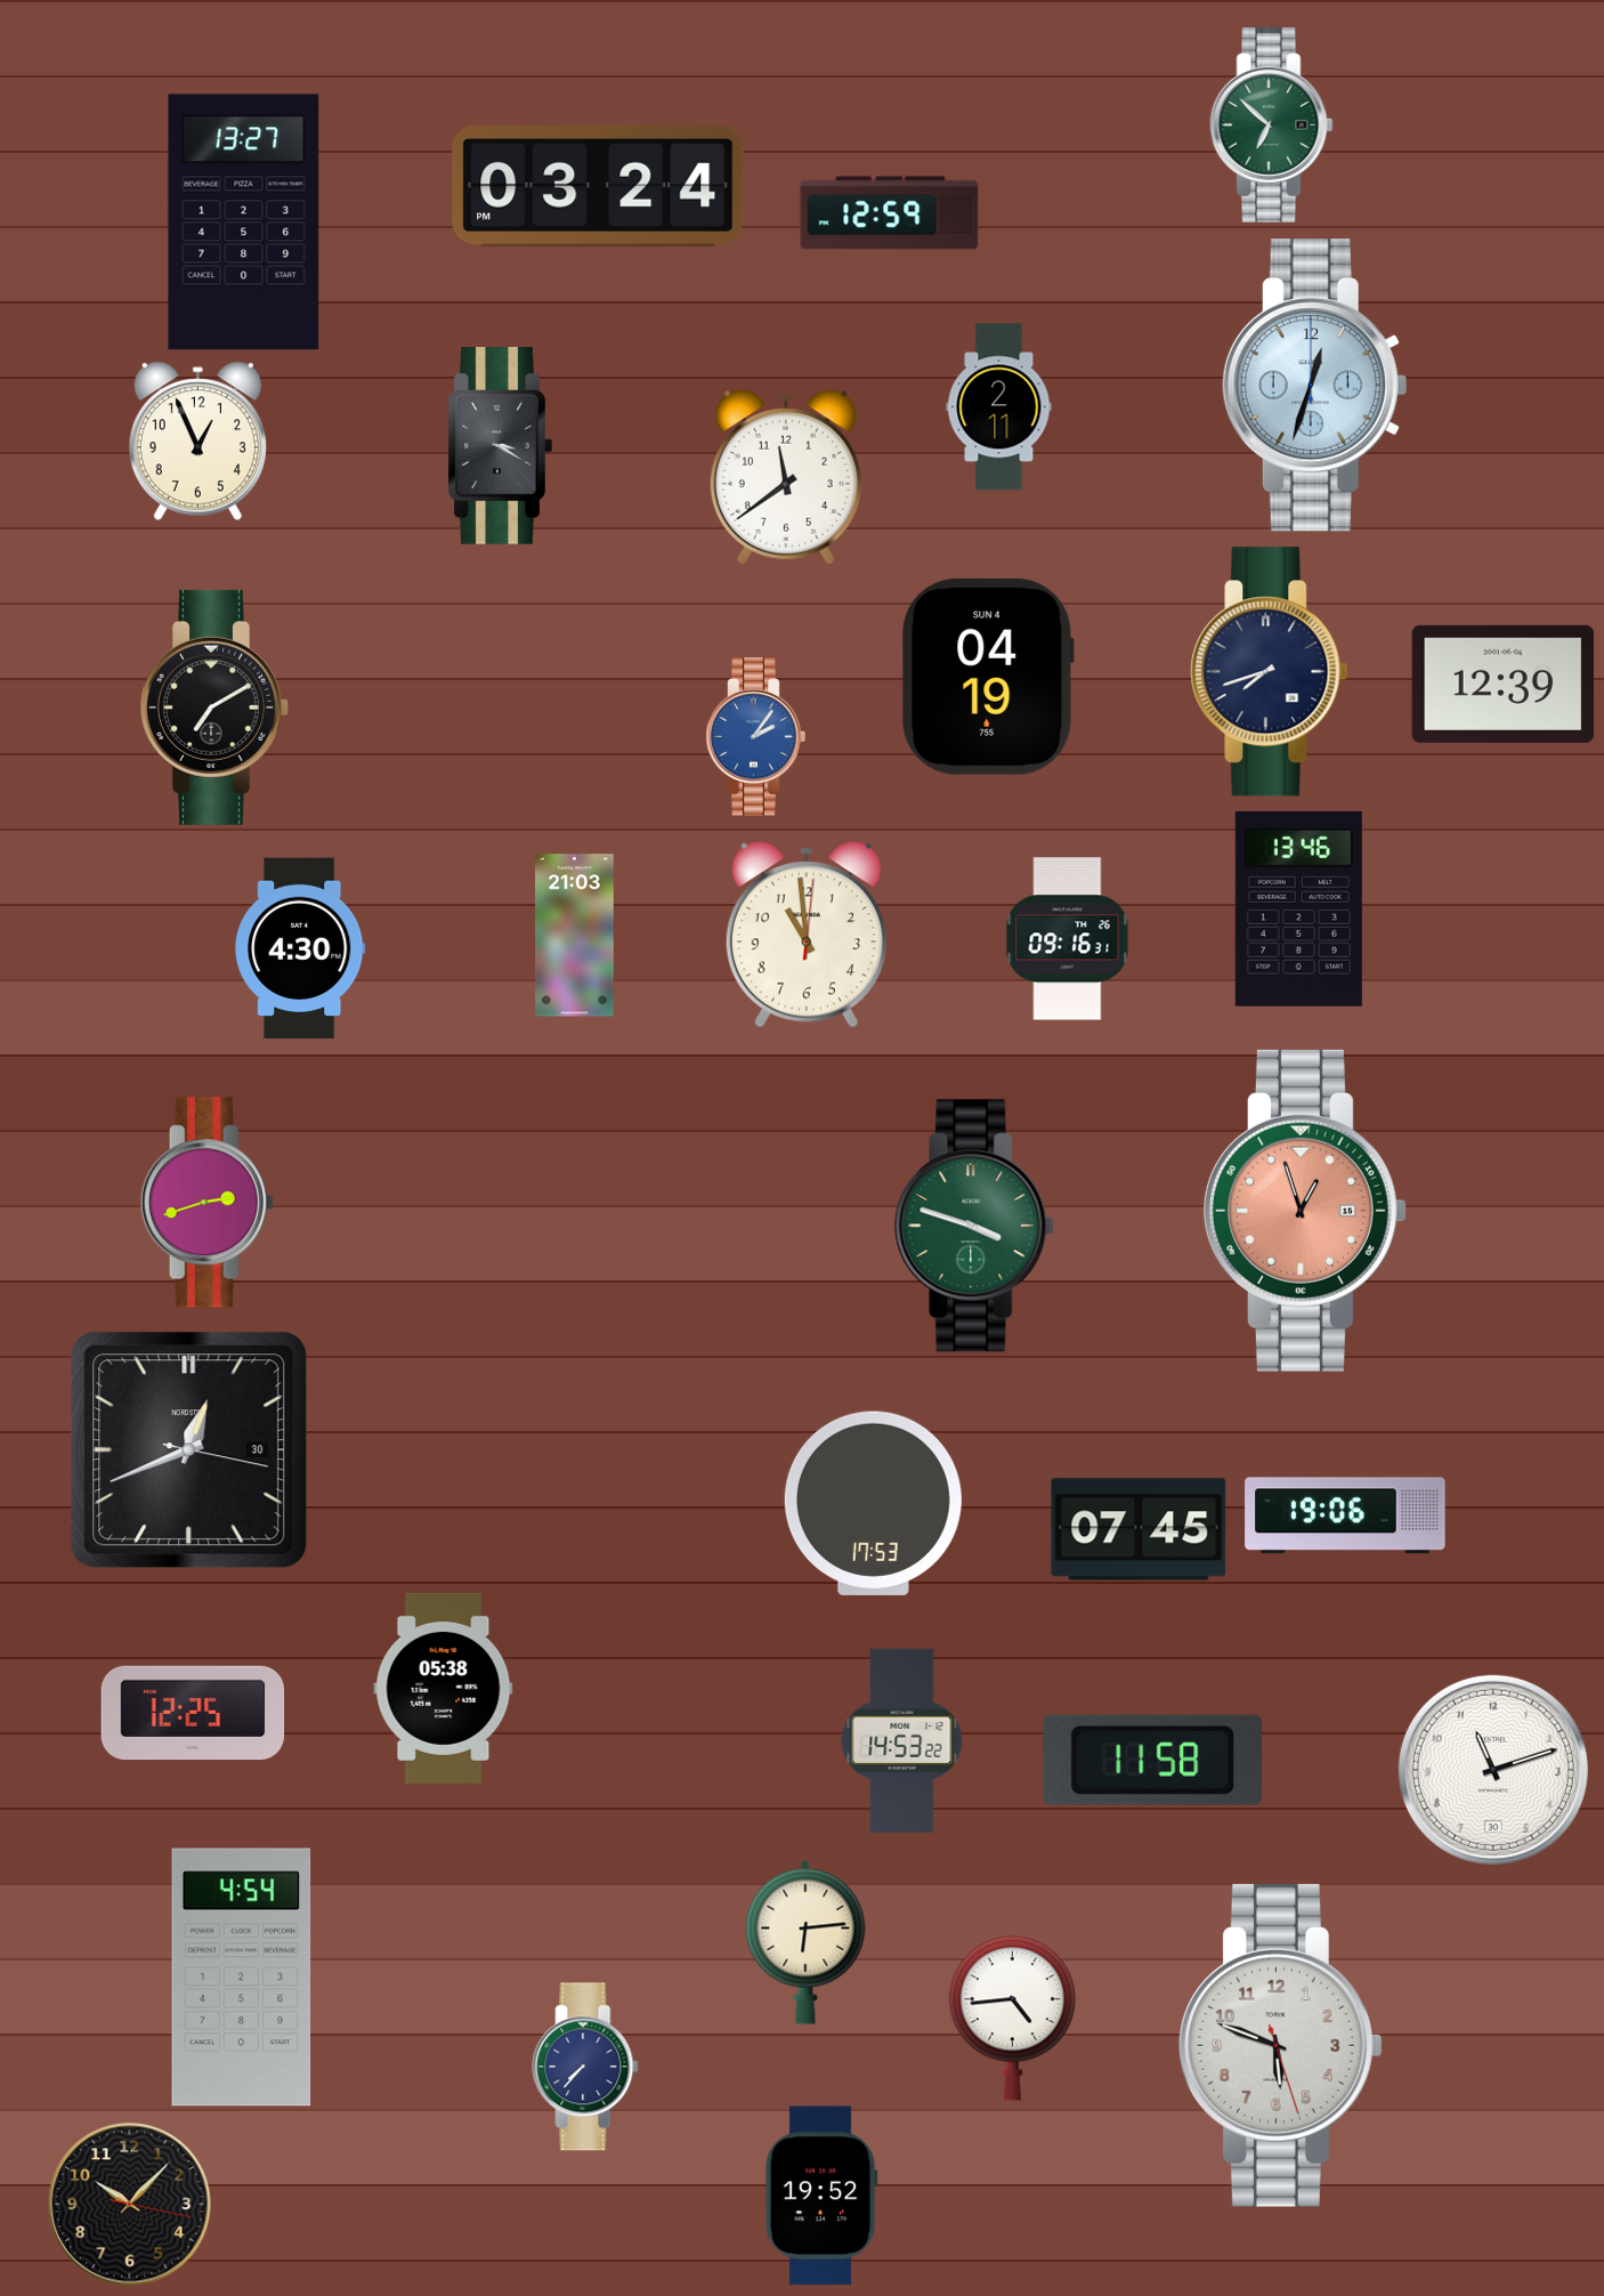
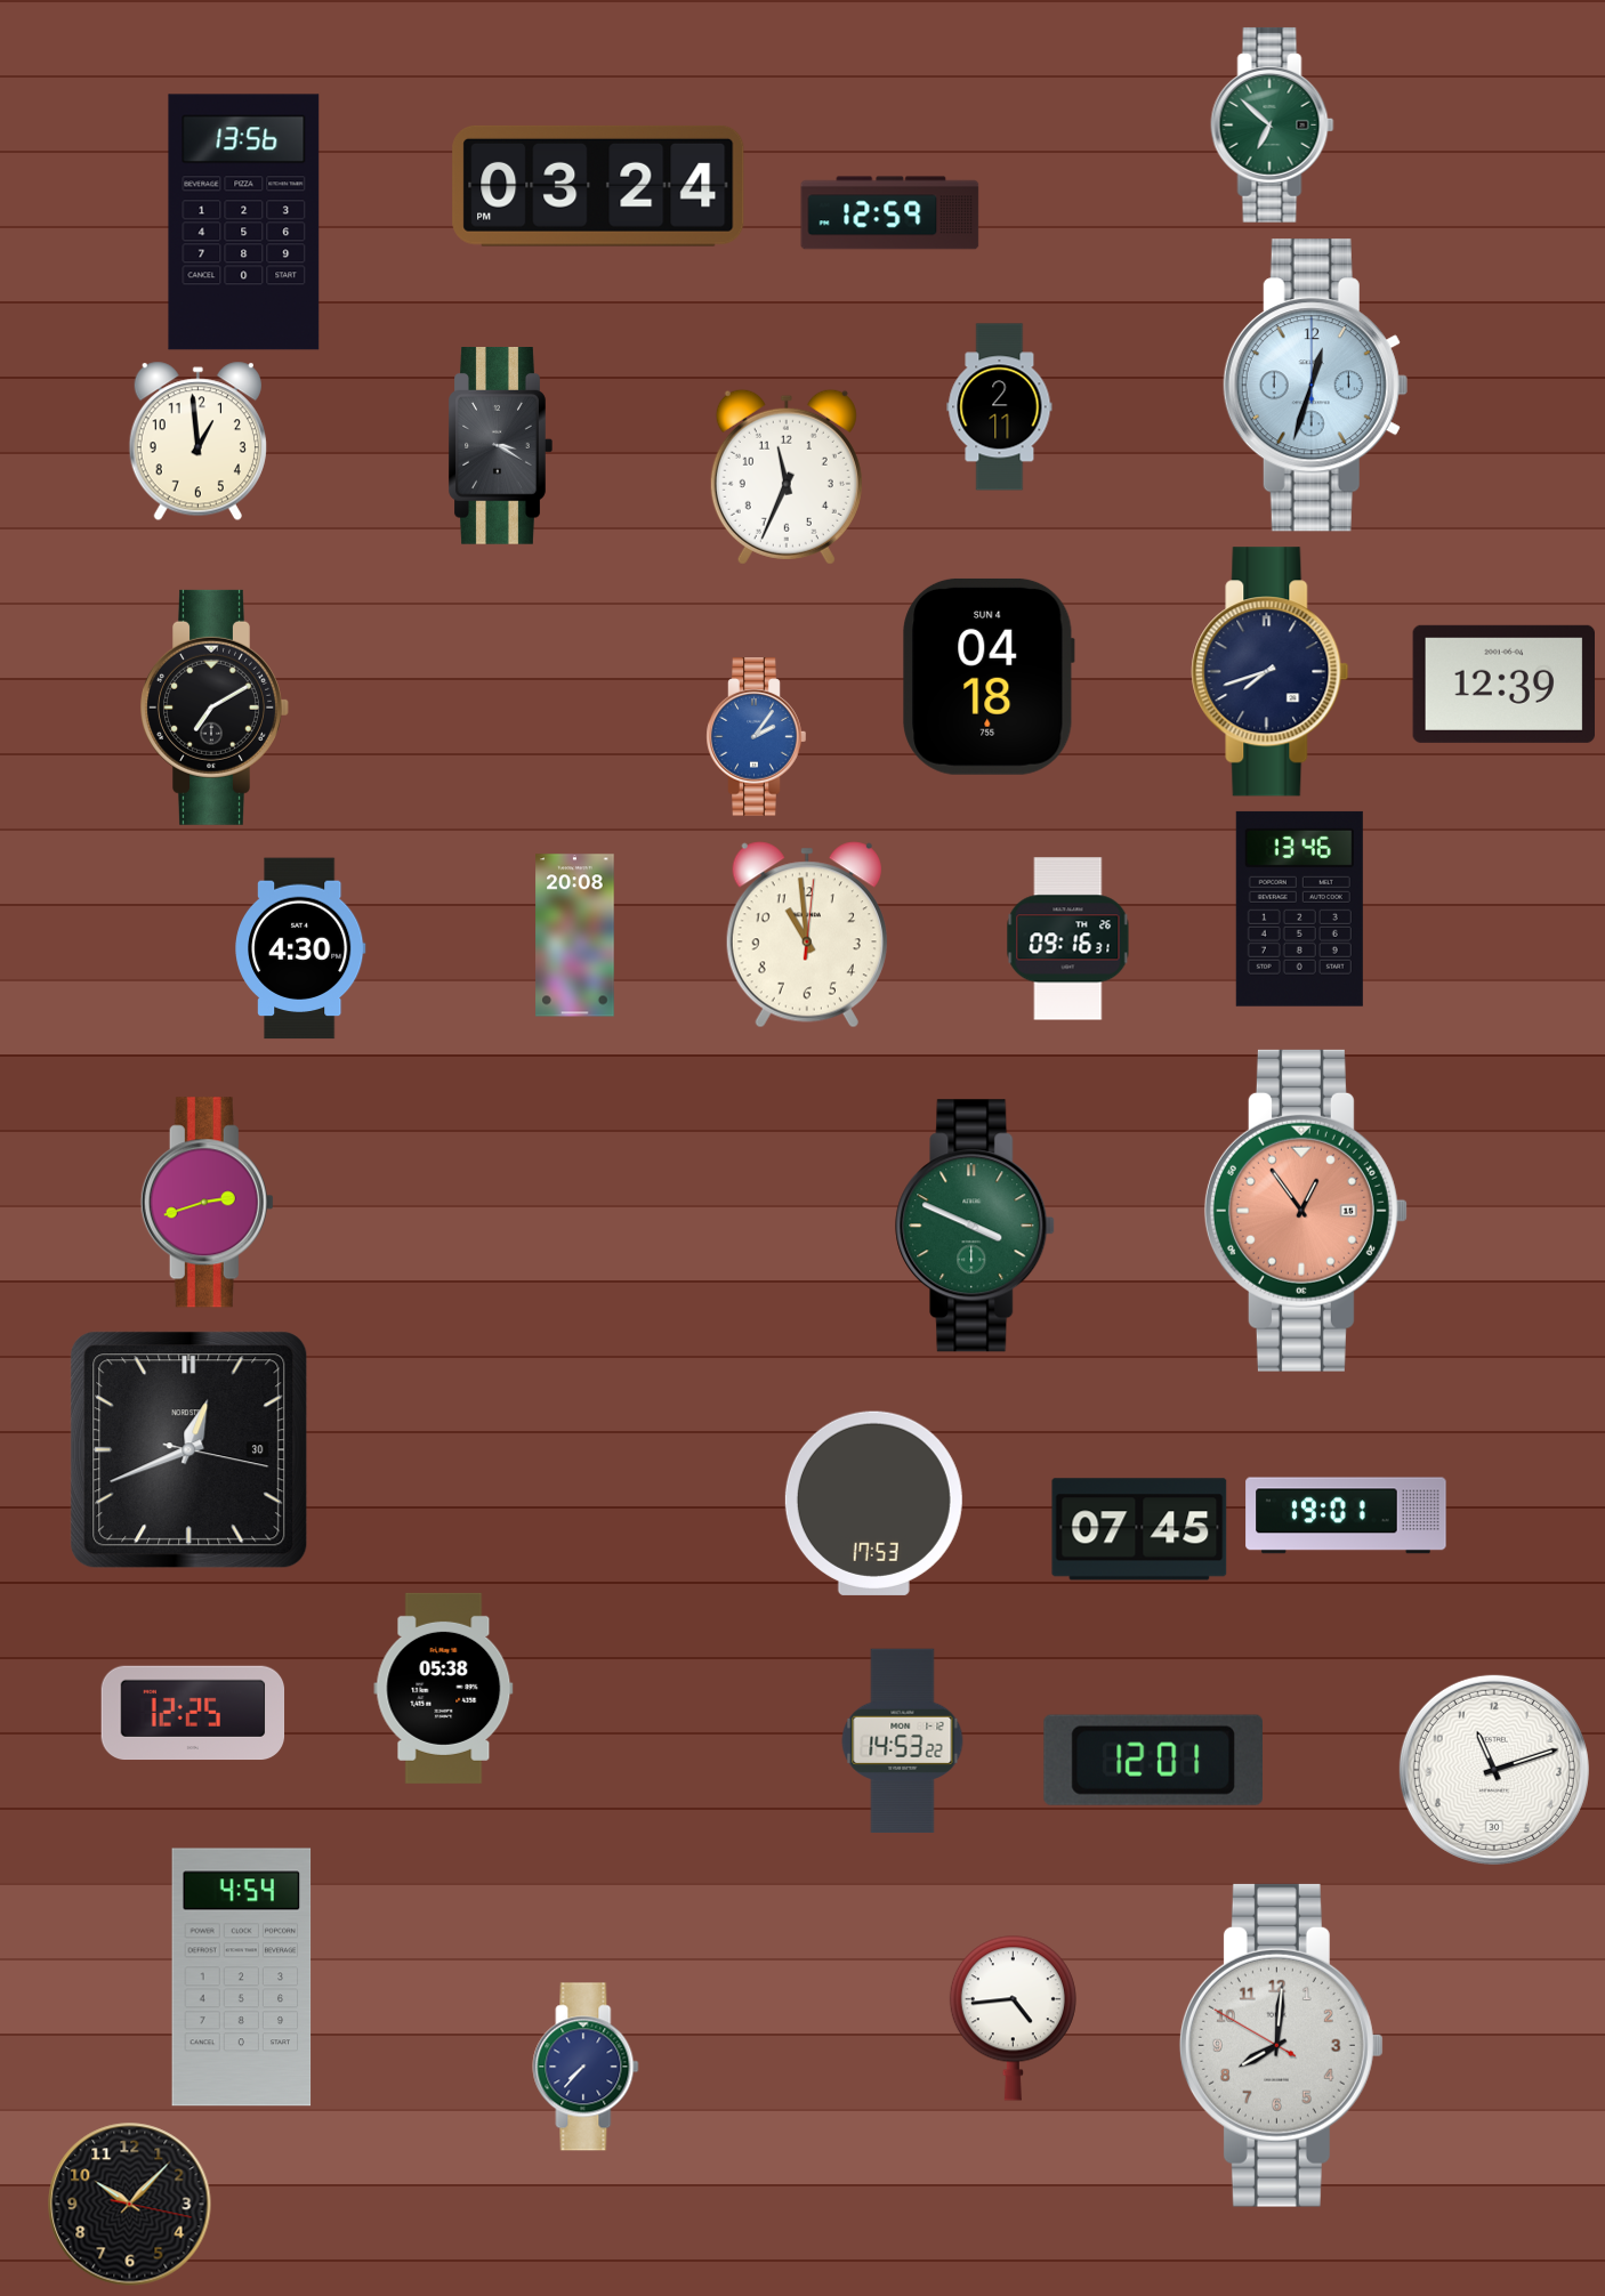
clock at (244, 223): 13:27 -> 13:56
clock at (197, 442): 12:56 -> 12:59
clock at (786, 477): 11:39 -> 11:34
clock at (988, 677): 04:19 -> 04:18
clock at (575, 936): 21:03 -> 20:08
clock at (1305, 1211): 12:57 -> 12:54
clock at (975, 1226): 3:48 -> 3:49
clock at (1345, 1515): 19:06 -> 19:01
clock at (1152, 1760): 11:58 -> 12:01
clock at (805, 1942): 6:14 -> none
clock at (1280, 2045): 5:48 -> 8:00
clock at (821, 2196): 19:52 -> none
